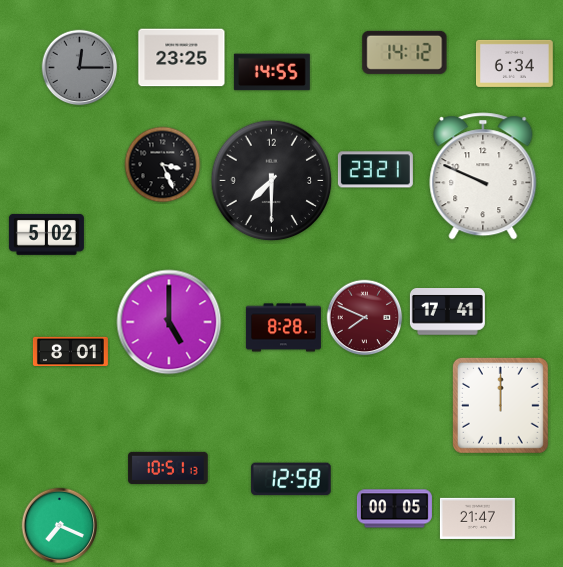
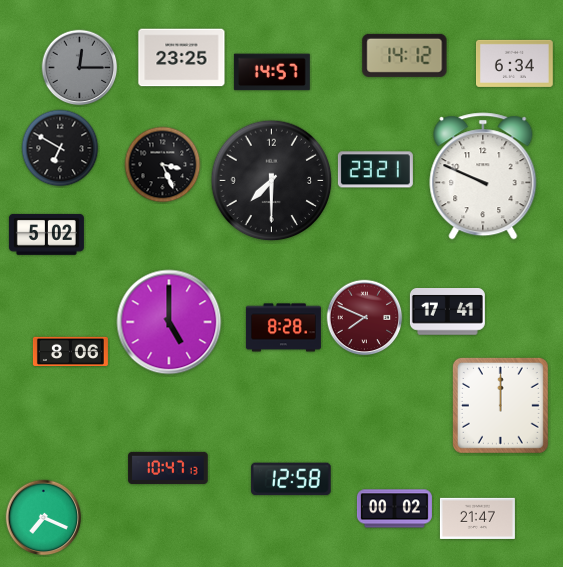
clock at (405, 52) position: (405, 52) -> (405, 55)
clock at (272, 72): 14:55 -> 14:57
clock at (60, 148): none -> 6:50
clock at (70, 351): 8:01 -> 8:06
clock at (168, 468): 10:51 -> 10:47
clock at (394, 509): 00:05 -> 00:02
clock at (60, 526) position: (60, 526) -> (44, 518)
